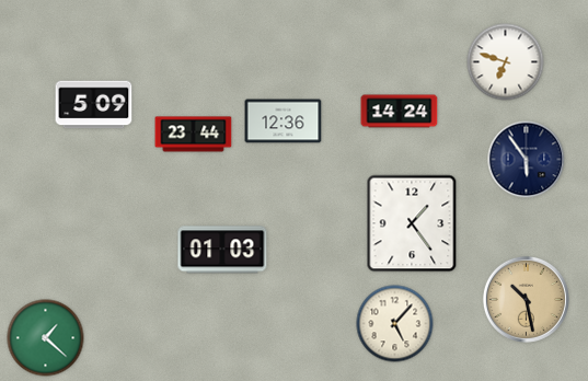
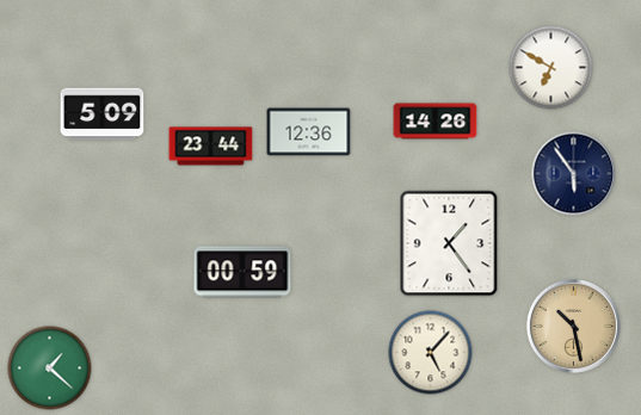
clock at (506, 62): 6:48 -> 6:50
clock at (400, 112): 14:24 -> 14:26
clock at (222, 250): 01:03 -> 00:59
